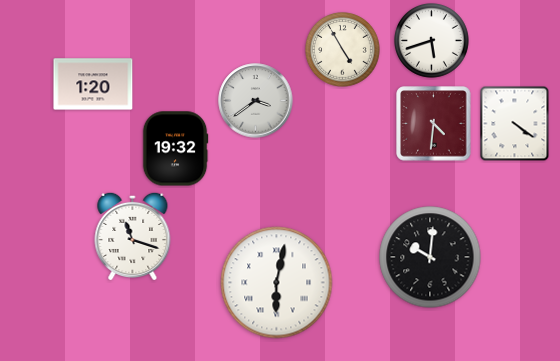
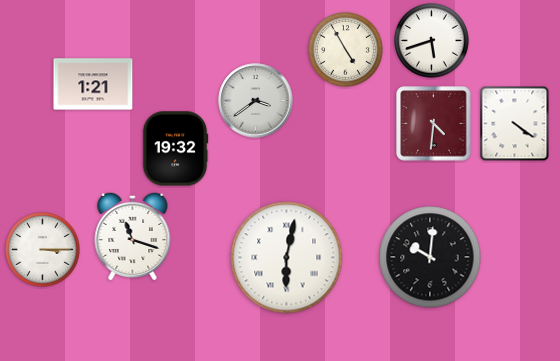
clock at (343, 50) position: (343, 50) -> (346, 50)
clock at (93, 84): 1:20 -> 1:21
clock at (43, 250): none -> 3:15
clock at (277, 283) position: (277, 283) -> (287, 258)
